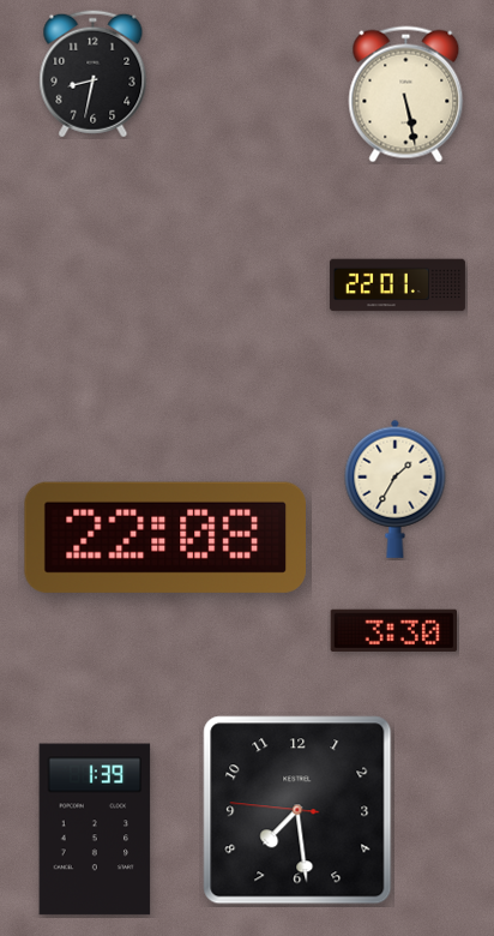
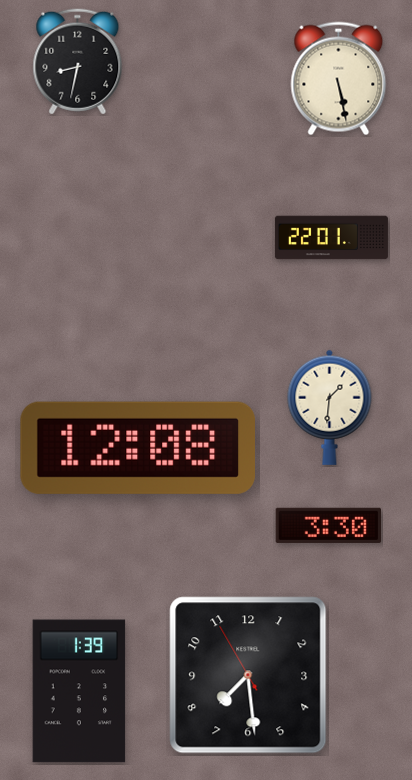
clock at (396, 488): 1:35 -> 1:31
clock at (165, 538): 22:08 -> 12:08
clock at (297, 810): 7:28:46 -> 7:28:55
